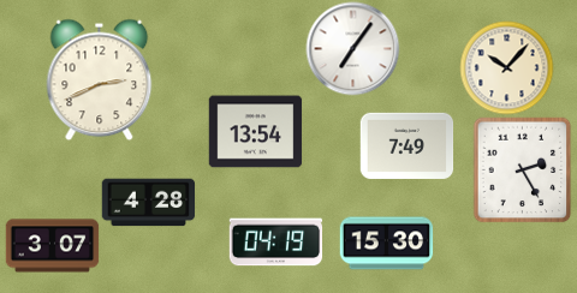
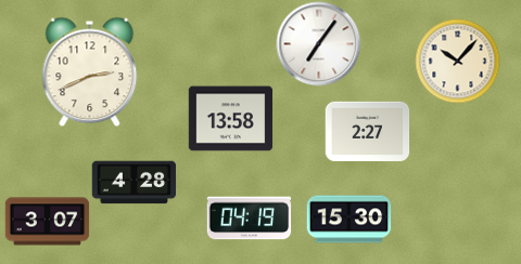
clock at (255, 132): 13:54 -> 13:58
clock at (406, 145): 7:49 -> 2:27
clock at (523, 169): 2:25 -> none
